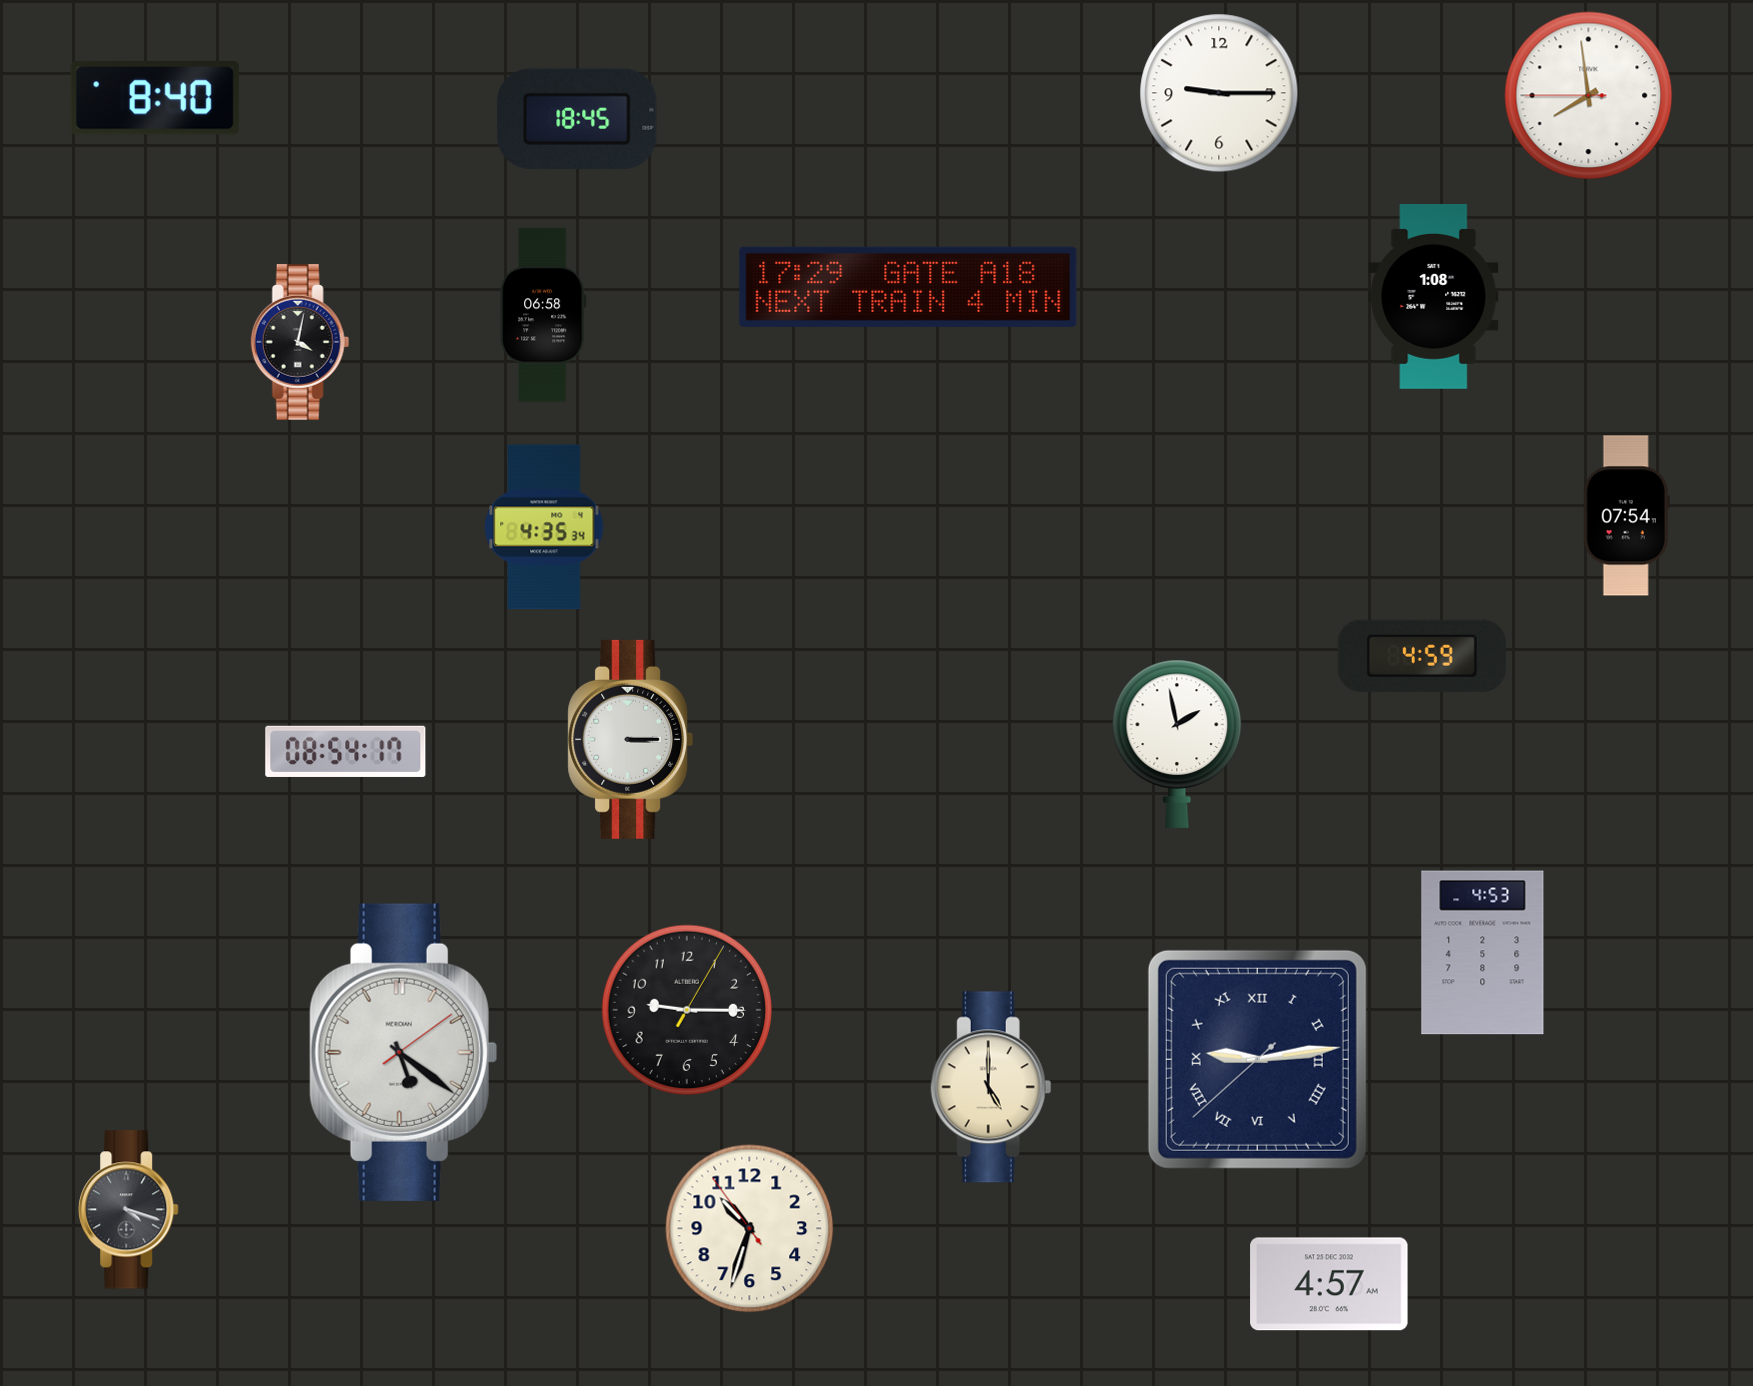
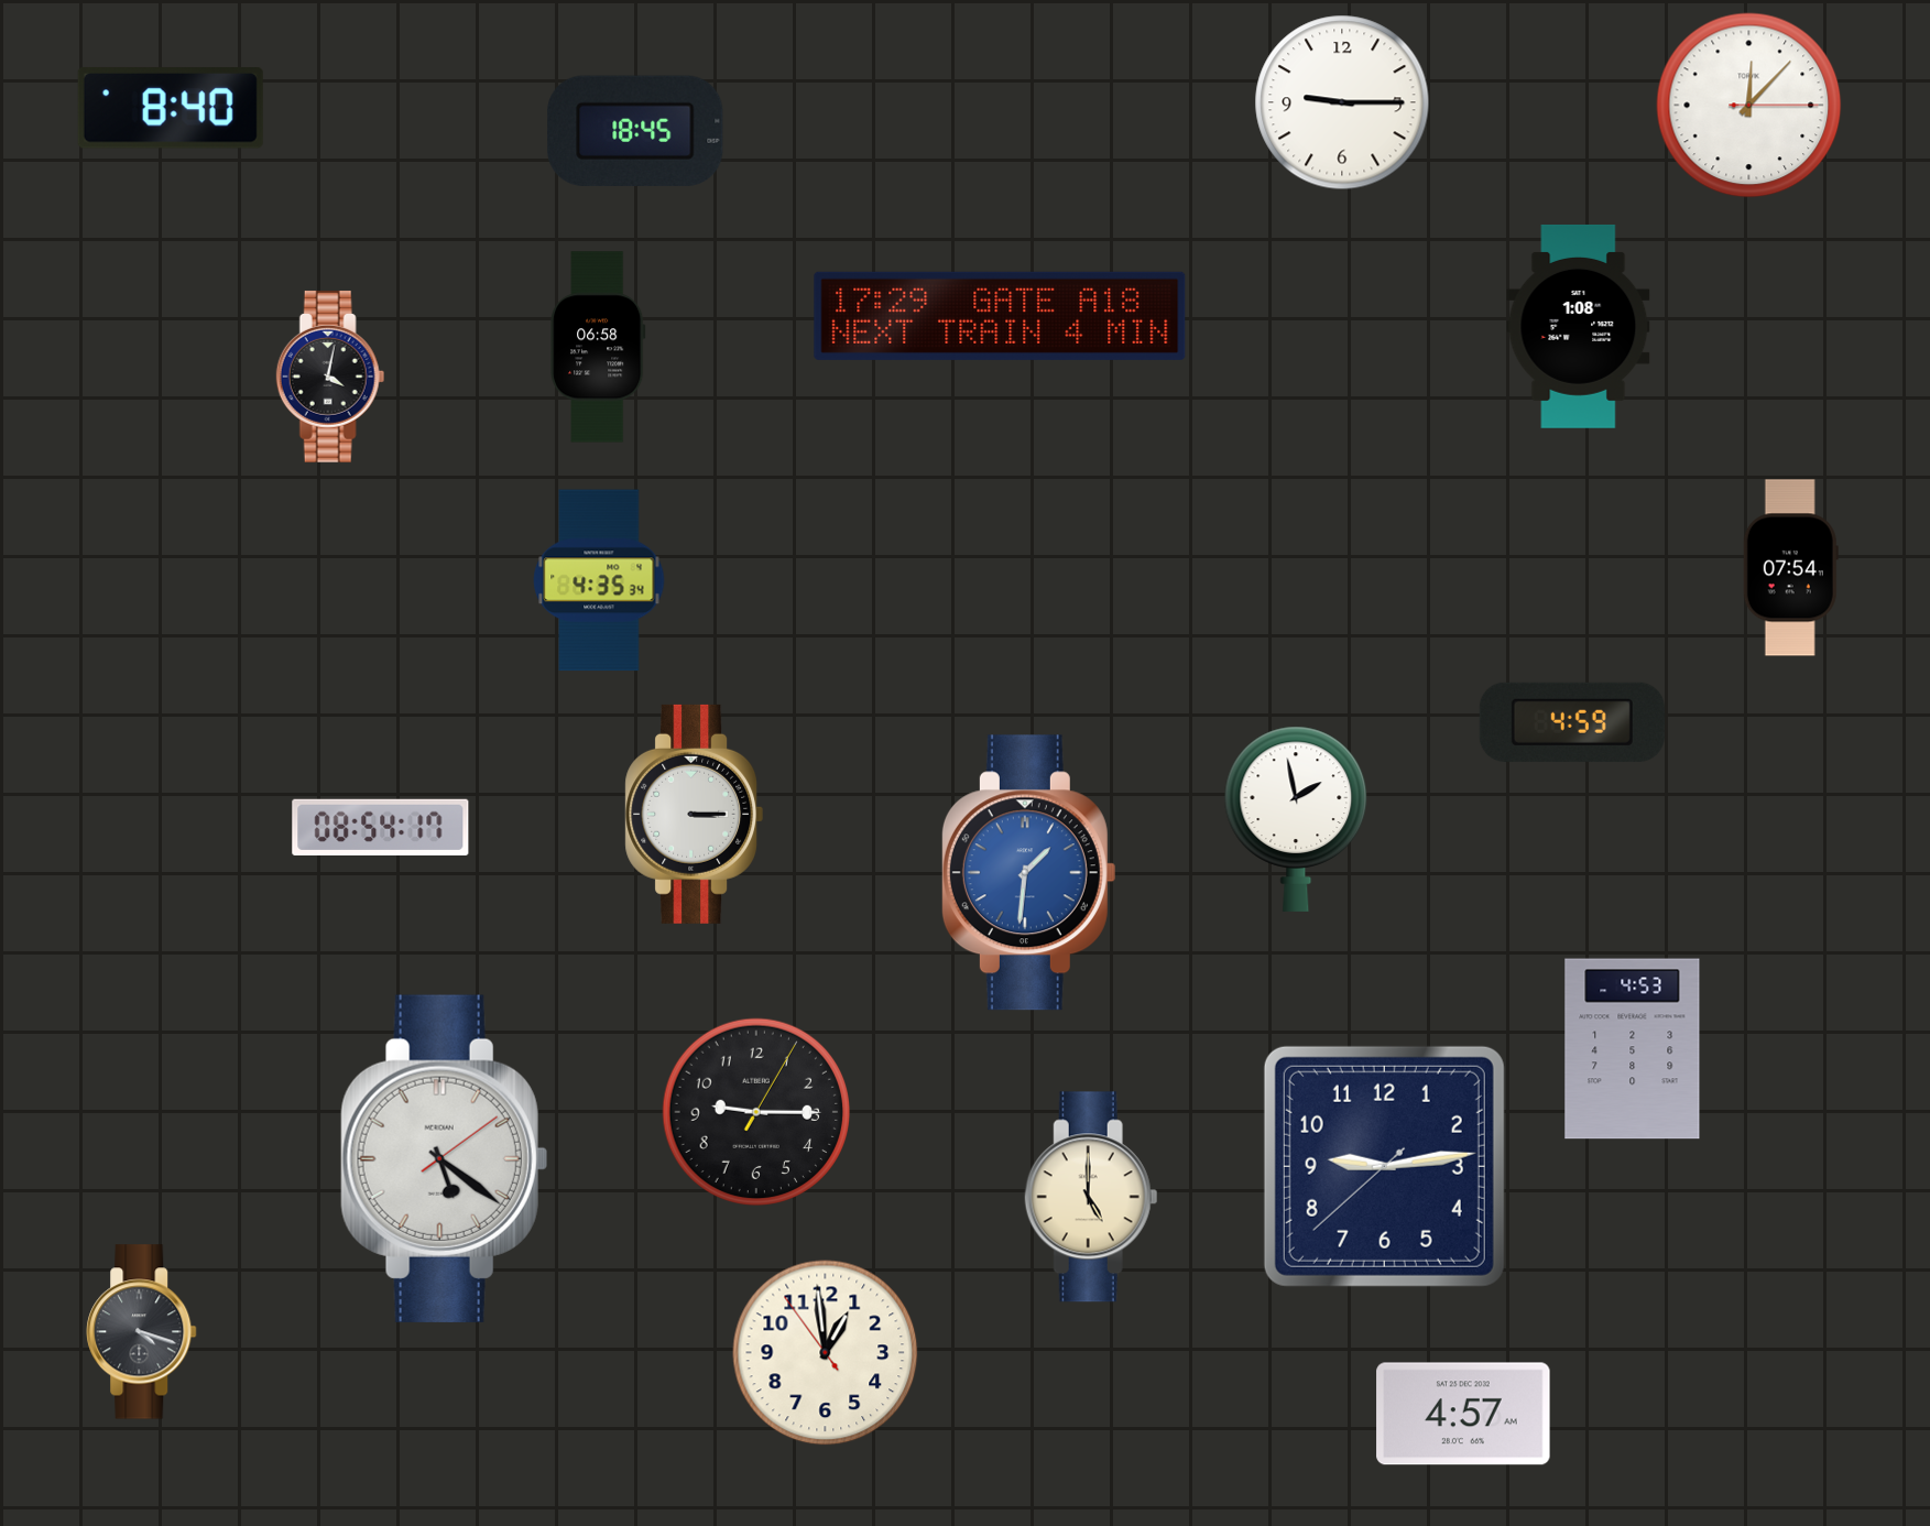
clock at (1589, 96): 7:58 -> 12:07
clock at (1422, 656) position: (1422, 656) -> (1572, 722)
clock at (1028, 873): none -> 1:31
clock at (1257, 1059) numerals: Roman -> Arabic
clock at (750, 1229): 10:32 -> 12:58
